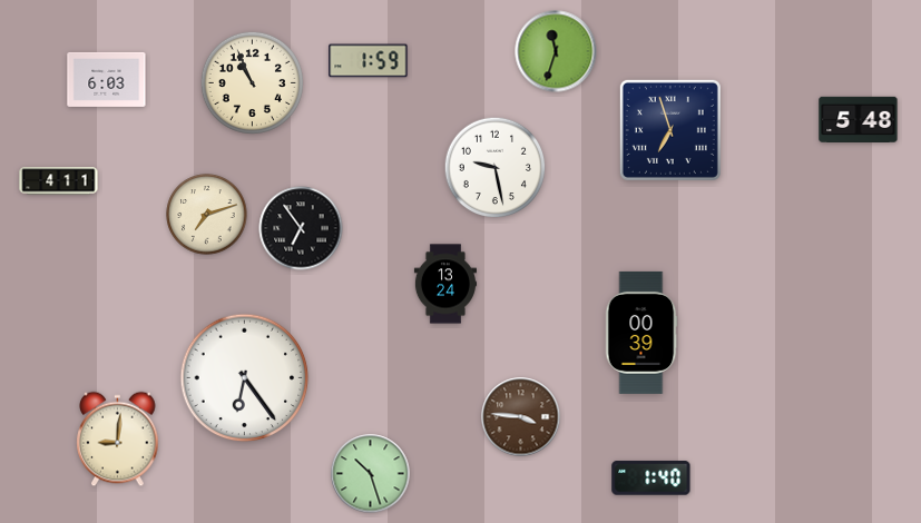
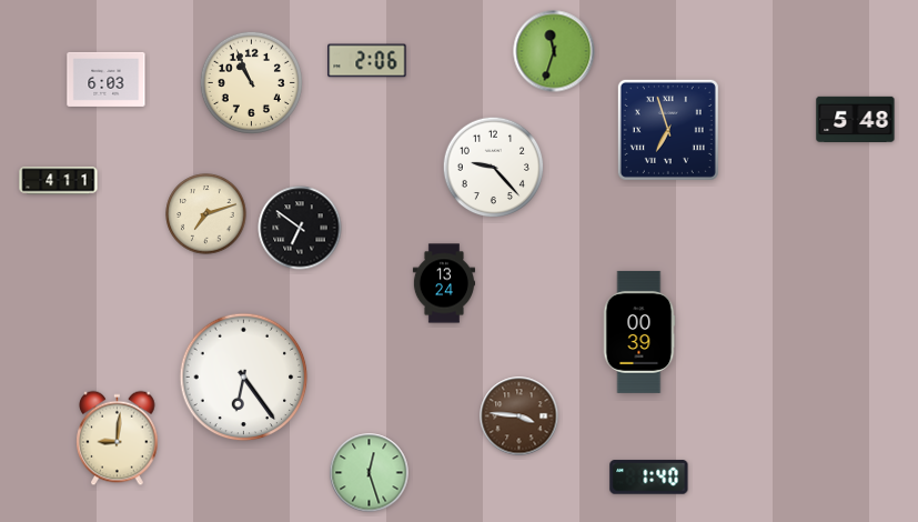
clock at (369, 61): 1:59 -> 2:06
clock at (496, 168): 9:28 -> 9:23
clock at (301, 228): 6:54 -> 6:51
clock at (371, 474): 10:27 -> 12:27
